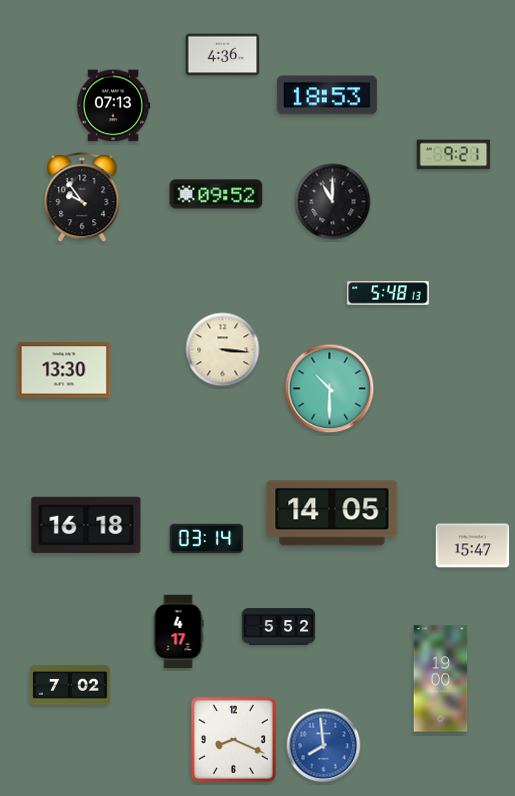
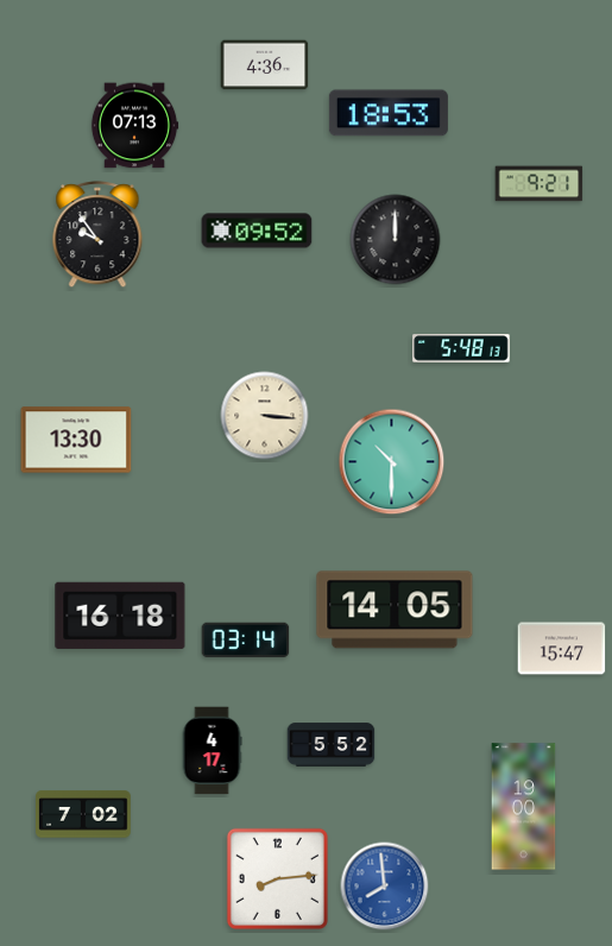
clock at (333, 202): 11:00 -> 12:00
clock at (86, 525) position: (86, 525) -> (120, 616)
clock at (233, 739): 8:19 -> 8:14
